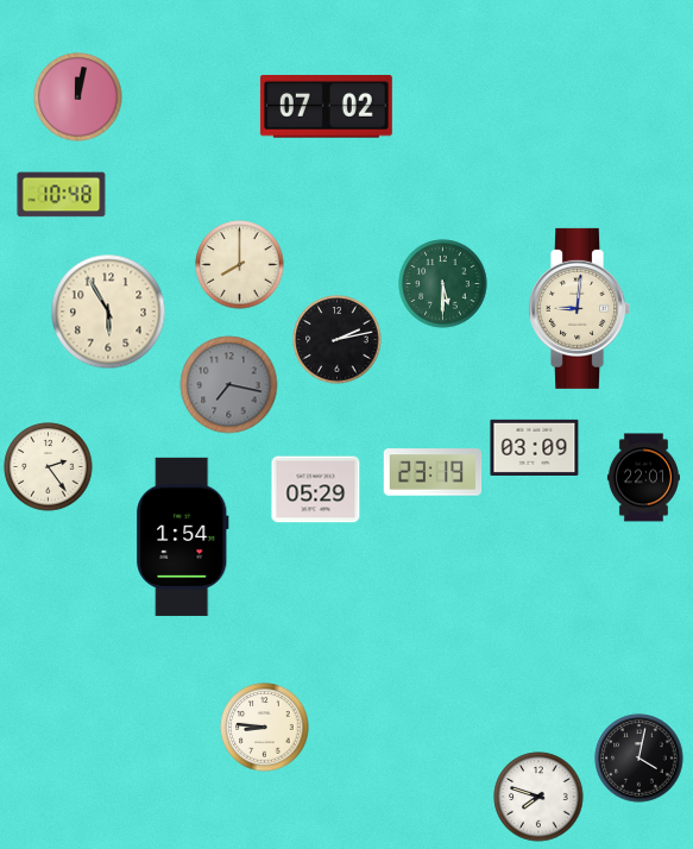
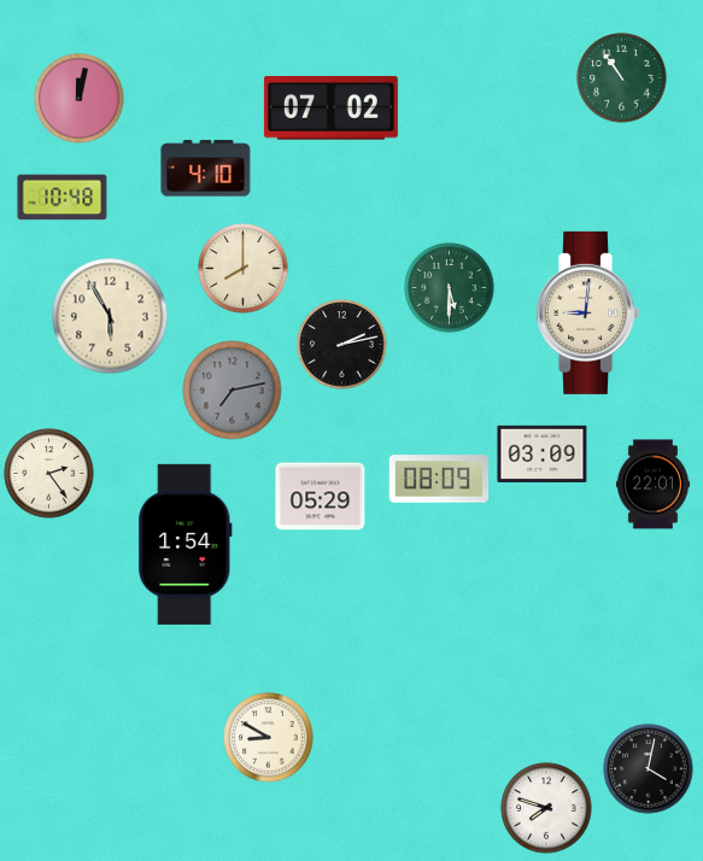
clock at (622, 78): none -> 10:54
clock at (206, 169): none -> 4:10
clock at (229, 385): 7:17 -> 7:13
clock at (433, 472): 23:19 -> 08:09
clock at (265, 728): 8:46 -> 8:50
